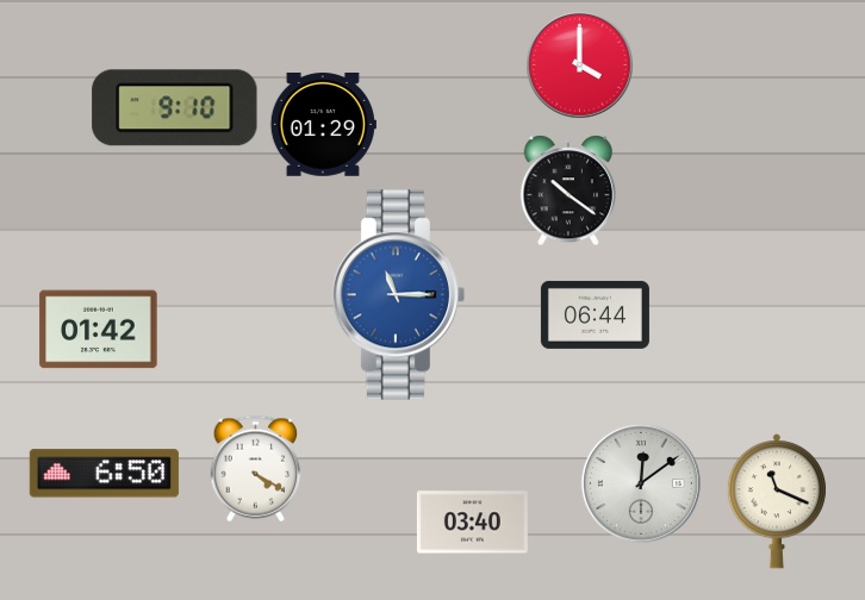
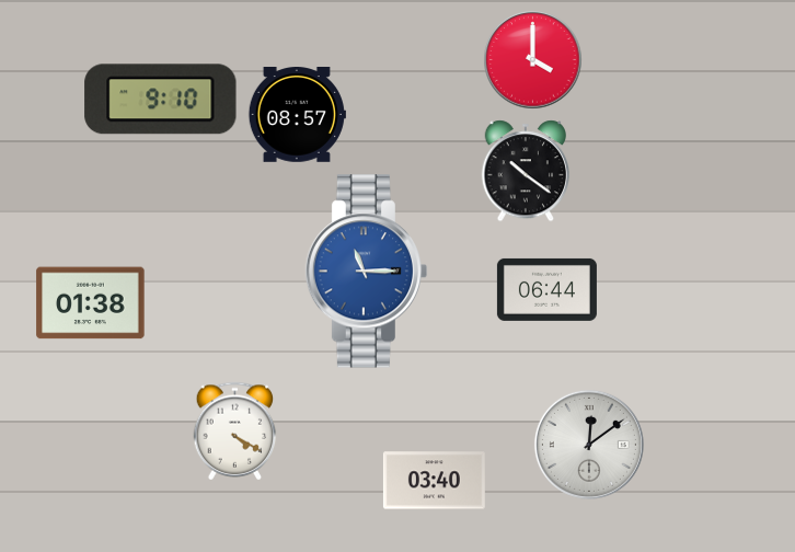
clock at (323, 125): 01:29 -> 08:57
clock at (568, 190) position: (568, 190) -> (526, 171)
clock at (99, 330): 01:42 -> 01:38
clock at (104, 474): 6:50 -> none
clock at (777, 501): 11:19 -> none
